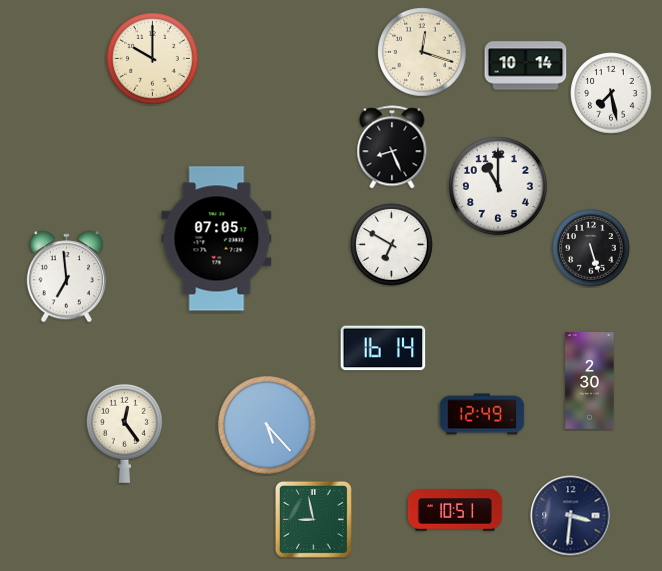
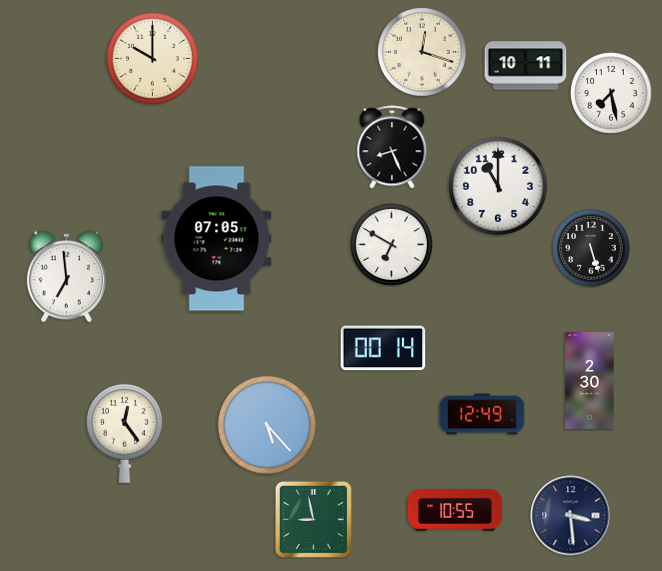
clock at (526, 66): 10:14 -> 10:11
clock at (383, 348): 16:14 -> 00:14
clock at (455, 510): 10:51 -> 10:55
clock at (571, 516): 3:31 -> 3:29
